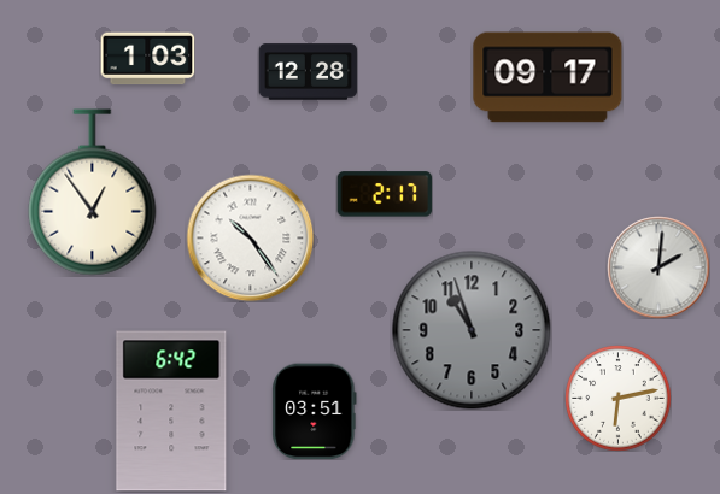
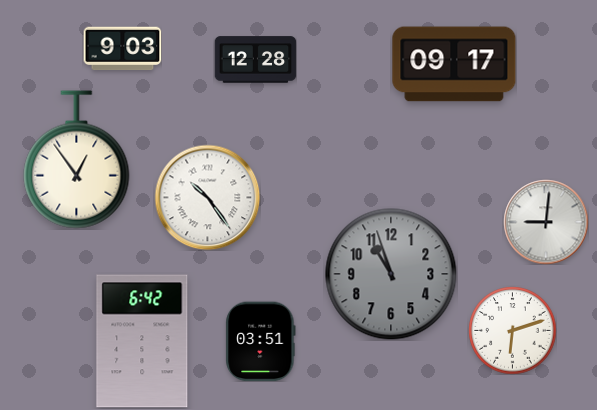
clock at (147, 59): 1:03 -> 9:03
clock at (385, 194): 2:17 -> none
clock at (658, 267): 2:01 -> 9:01
clock at (617, 398): 6:13 -> 6:12
